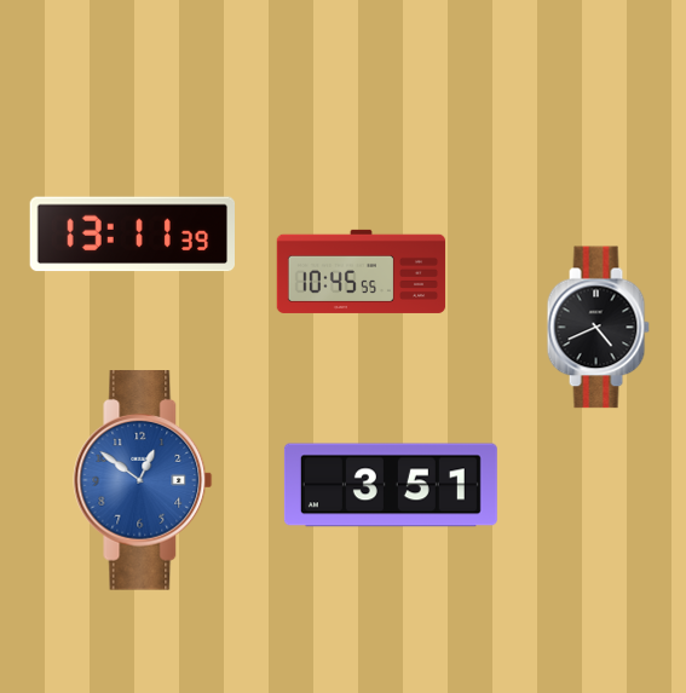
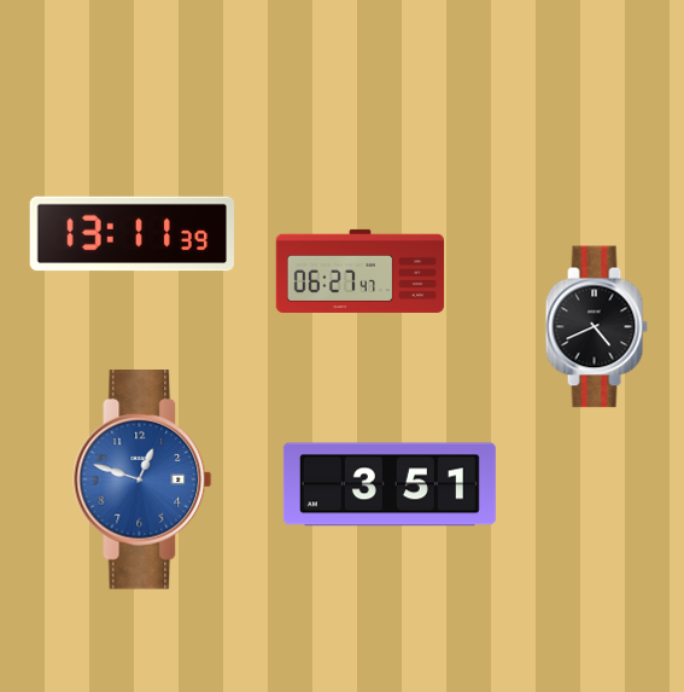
clock at (362, 271): 10:45 -> 06:27
clock at (143, 480): 12:51 -> 12:48
